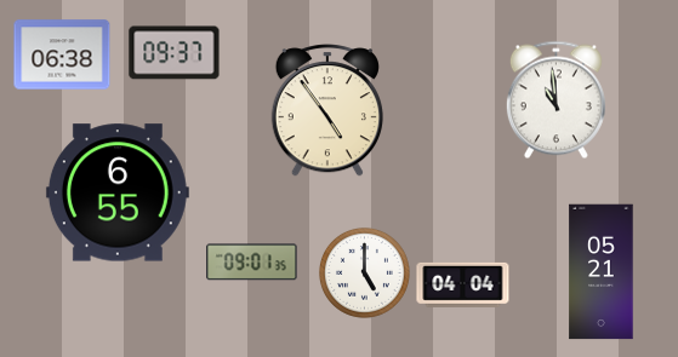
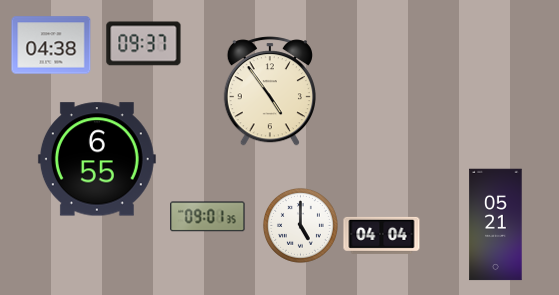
clock at (62, 54): 06:38 -> 04:38
clock at (555, 100): 10:59 -> none
